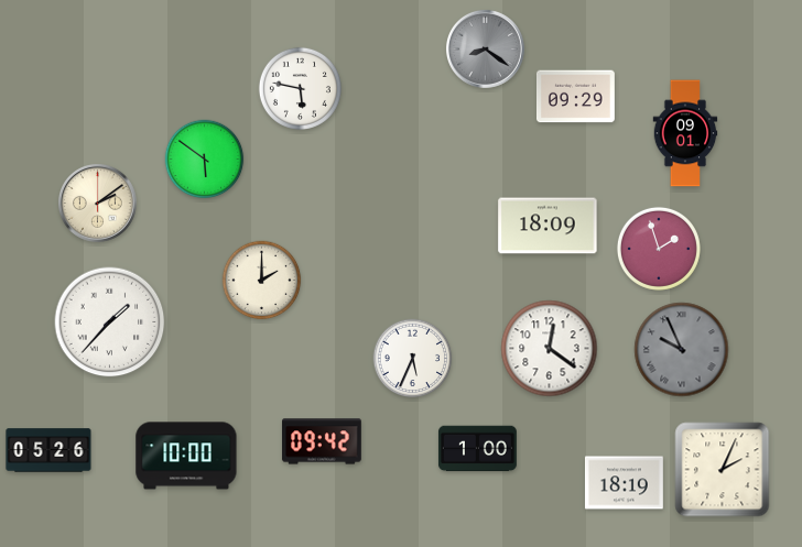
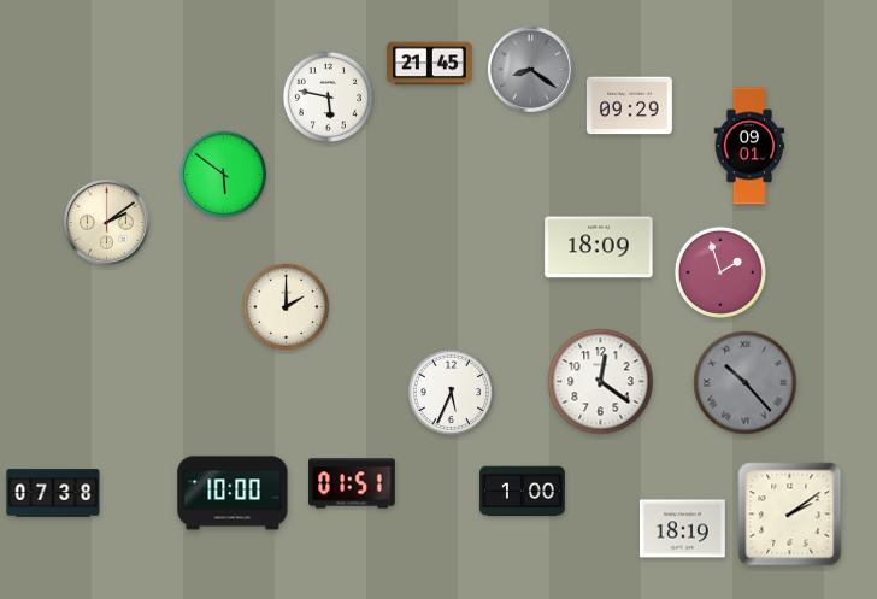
clock at (485, 48) position: (485, 48) -> (530, 69)
clock at (429, 64): none -> 21:45
clock at (110, 322): 1:37 -> none
clock at (682, 350): 9:56 -> 10:23
clock at (322, 441): 09:42 -> 01:51
clock at (48, 450): 05:26 -> 07:38
clock at (186, 456) position: (186, 456) -> (233, 493)
clock at (723, 470): 2:04 -> 2:09
